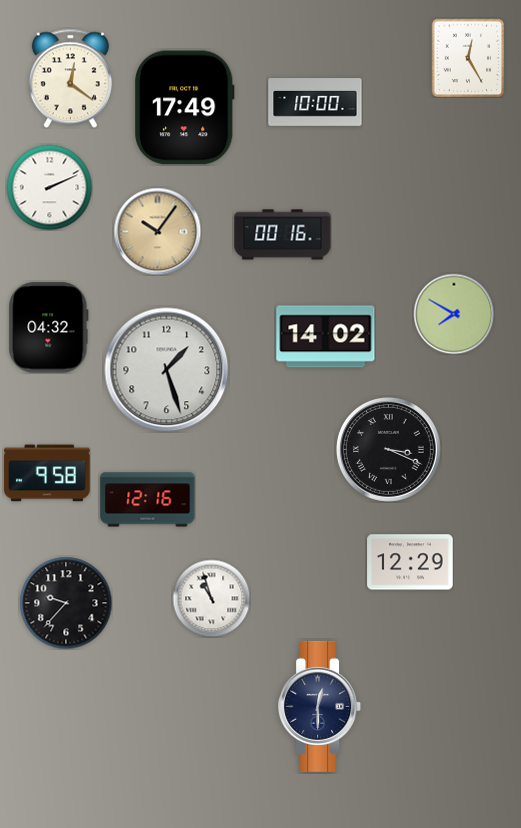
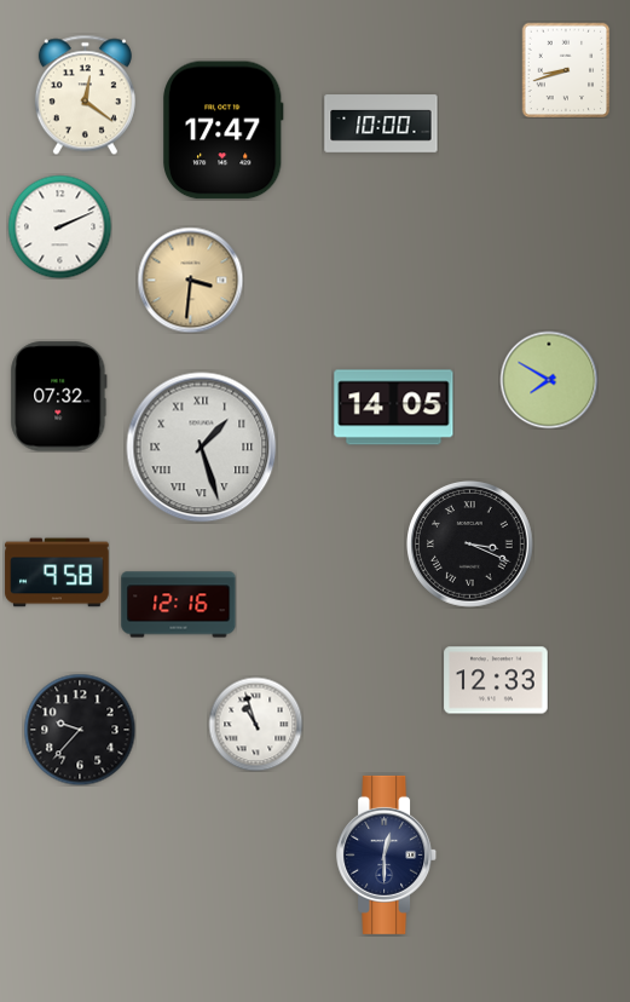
clock at (468, 58): 12:25 -> 8:42
clock at (185, 108): 17:49 -> 17:47
clock at (157, 231): 10:06 -> 3:31
clock at (283, 235): 00:16 -> none
clock at (49, 328): 04:32 -> 07:32
clock at (326, 337): 14:02 -> 14:05
clock at (167, 370) numerals: Arabic -> Roman
clock at (410, 562): 12:29 -> 12:33
